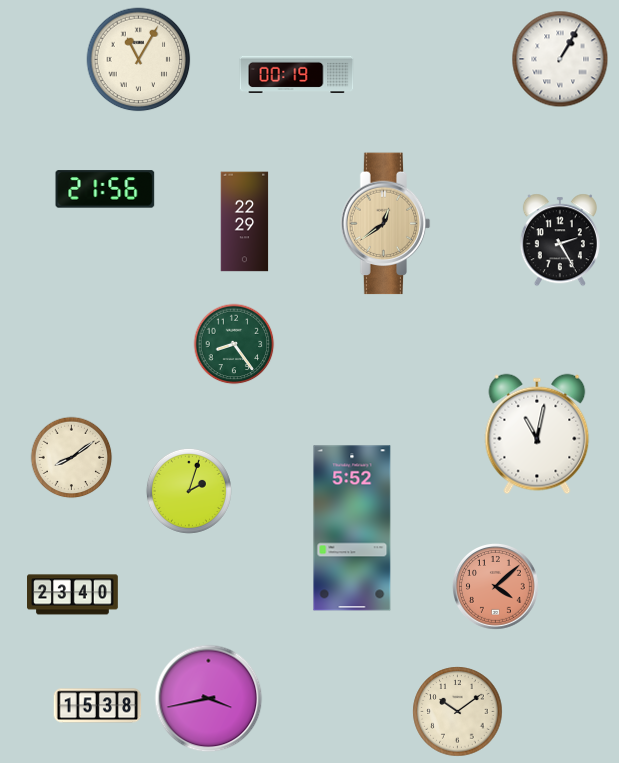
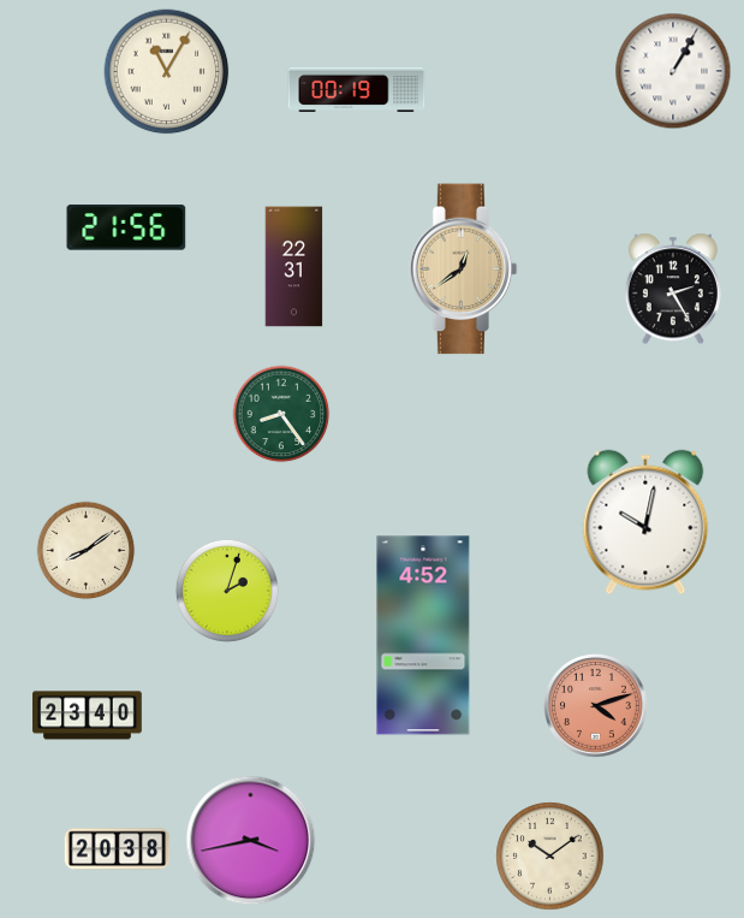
clock at (245, 222): 22:29 -> 22:31
clock at (537, 434): 11:02 -> 10:02
clock at (352, 528): 5:52 -> 4:52
clock at (496, 587): 4:08 -> 4:12
clock at (98, 706): 15:38 -> 20:38
